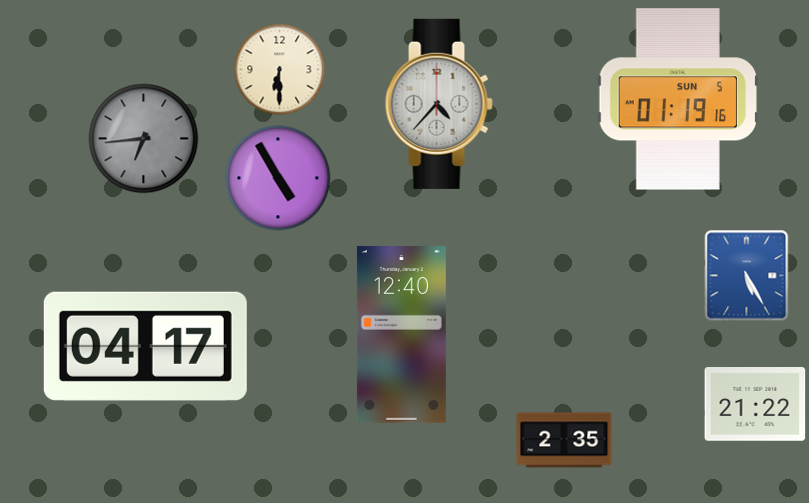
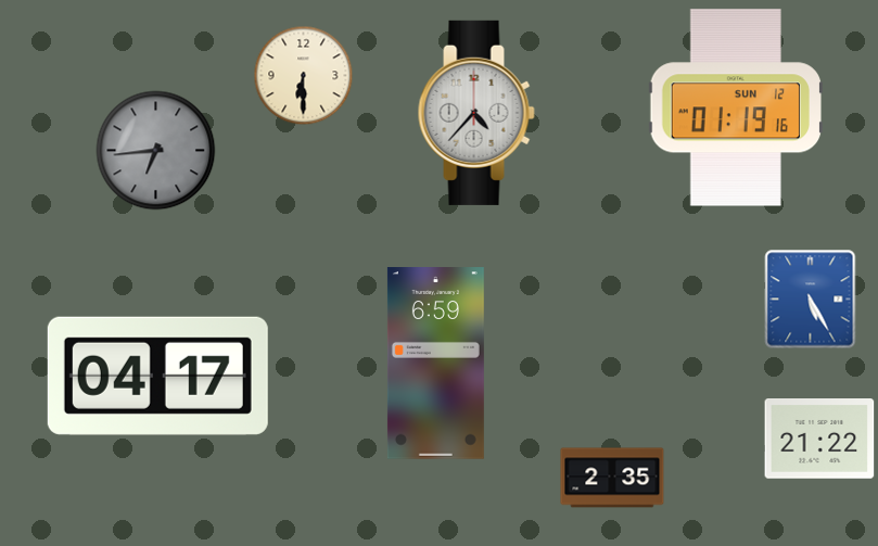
clock at (677, 99) date: SUN 5 -> SUN 12
clock at (278, 178): 4:55 -> none
clock at (401, 335): 12:40 -> 6:59
